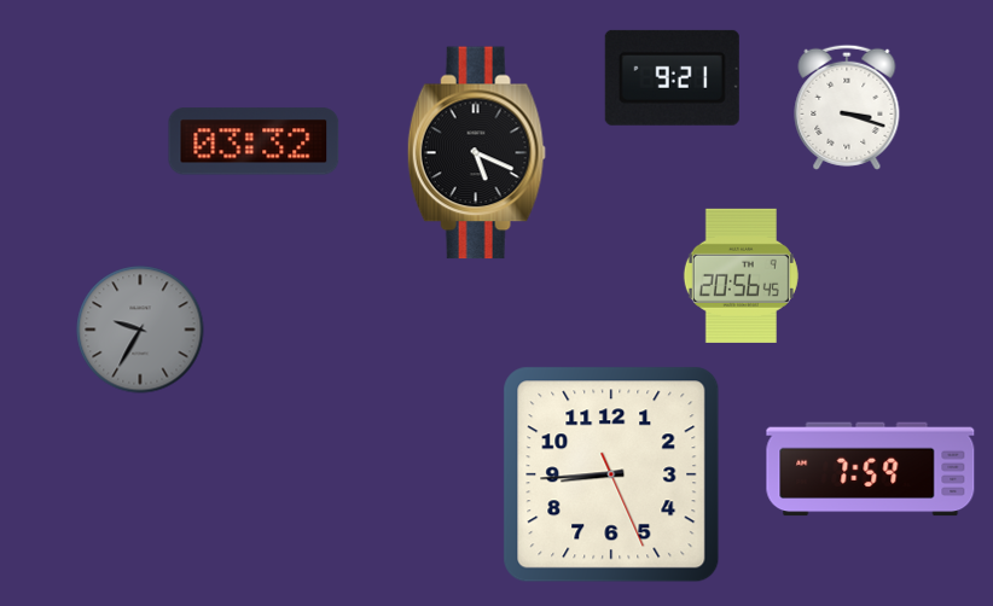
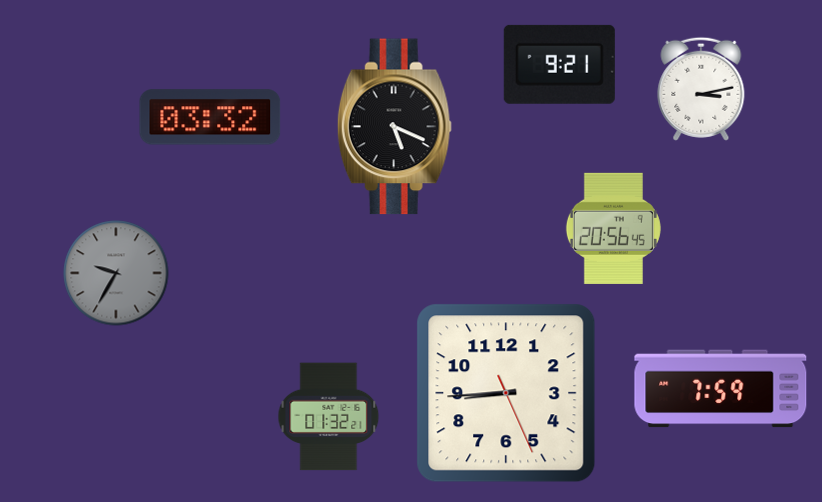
clock at (672, 77) position: (672, 77) -> (559, 64)
clock at (847, 107): 3:18 -> 3:13
clock at (329, 417): none -> 01:32
